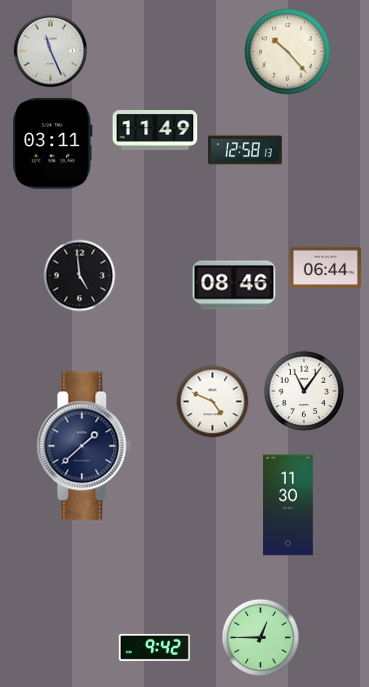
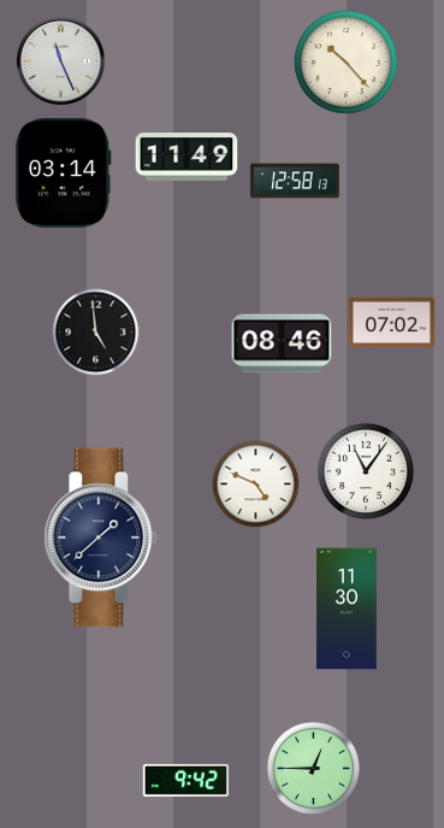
clock at (53, 144): 03:11 -> 03:14
clock at (326, 268): 06:44 -> 07:02
